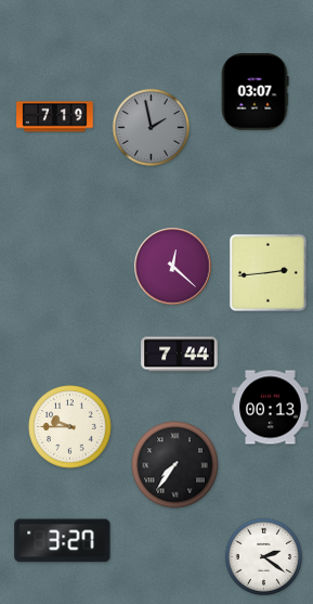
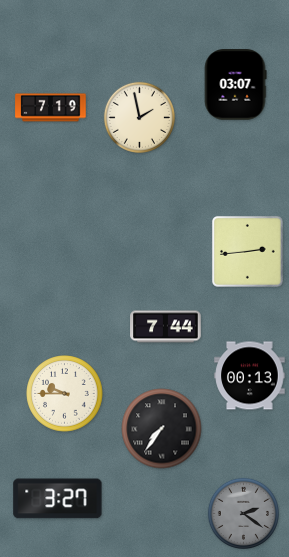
clock at (151, 127) dial: grey -> cream
clock at (173, 267): 12:22 -> none
clock at (263, 556) dial: white -> grey
